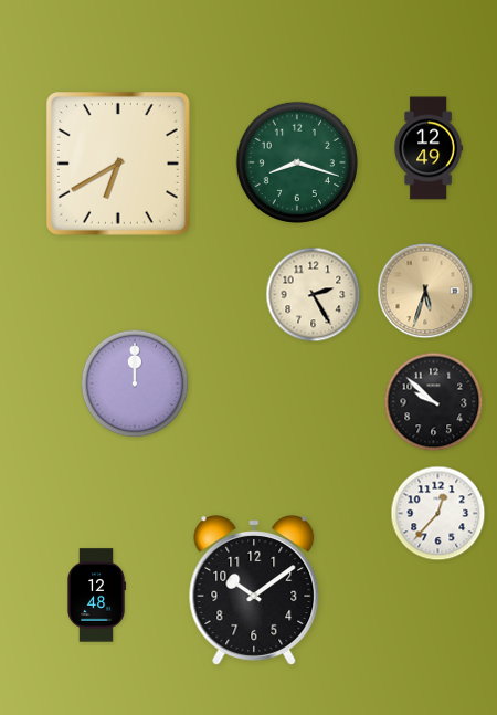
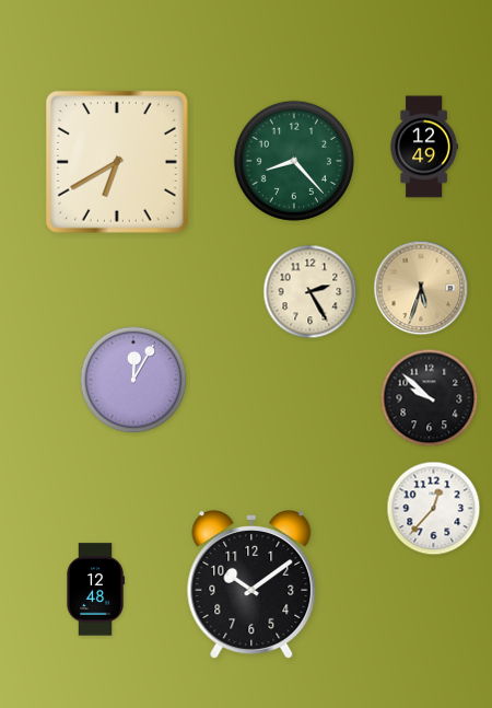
clock at (297, 162): 8:18 -> 8:23
clock at (135, 383): 12:00 -> 12:05
